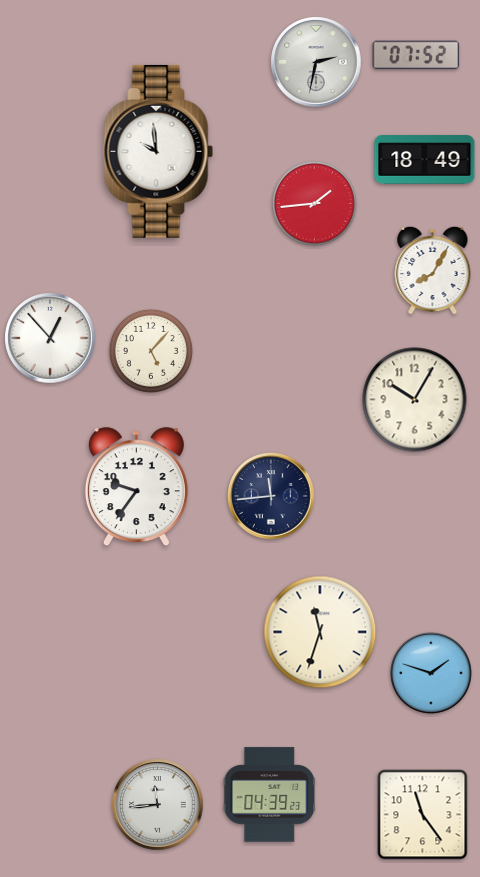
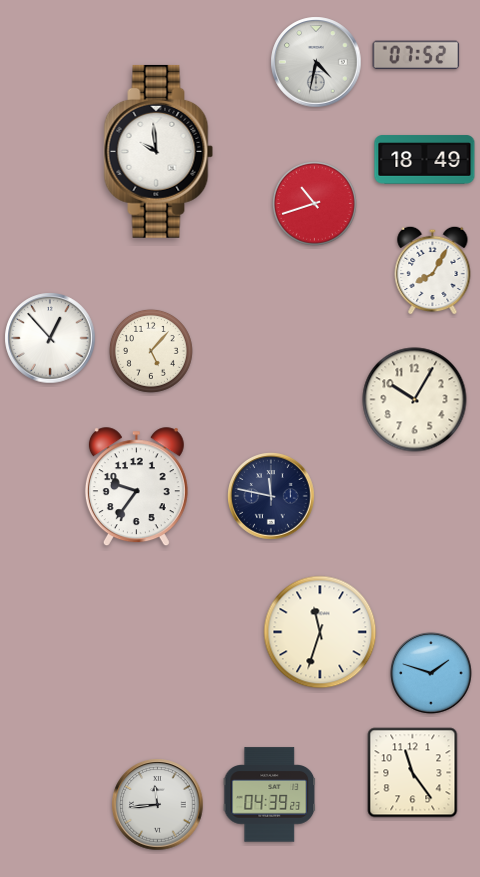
clock at (316, 62): 2:32 -> 4:32
clock at (314, 203): 1:44 -> 10:42
clock at (271, 496): 11:44 -> 11:47
clock at (423, 815) position: (423, 815) -> (413, 773)
